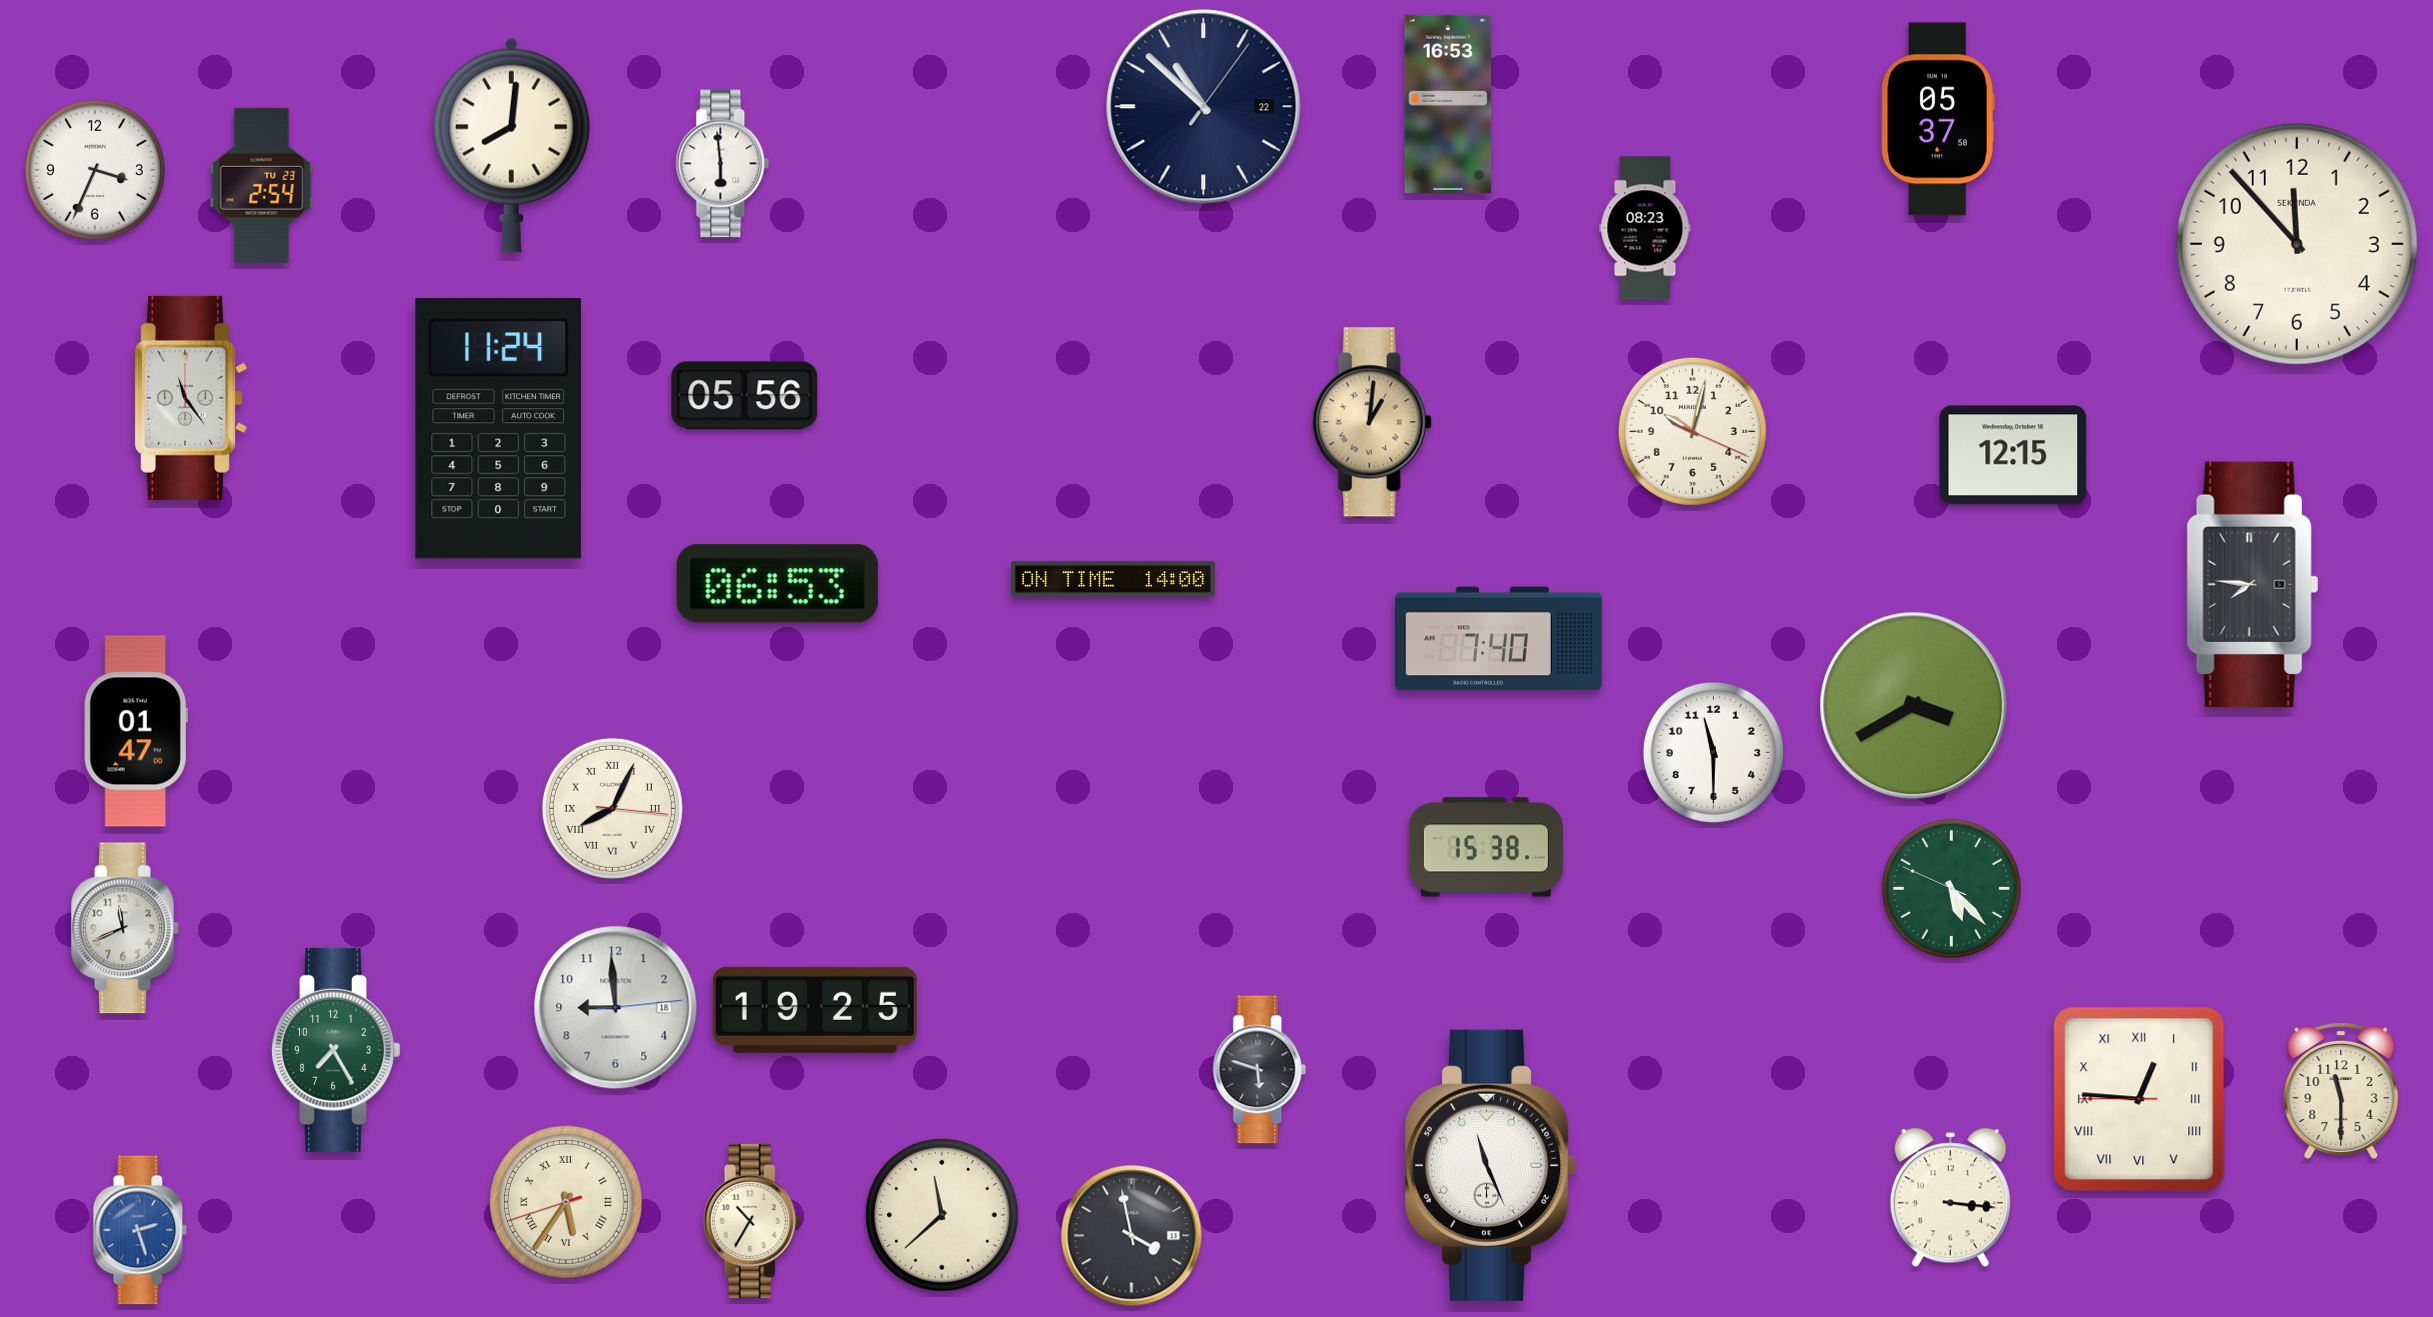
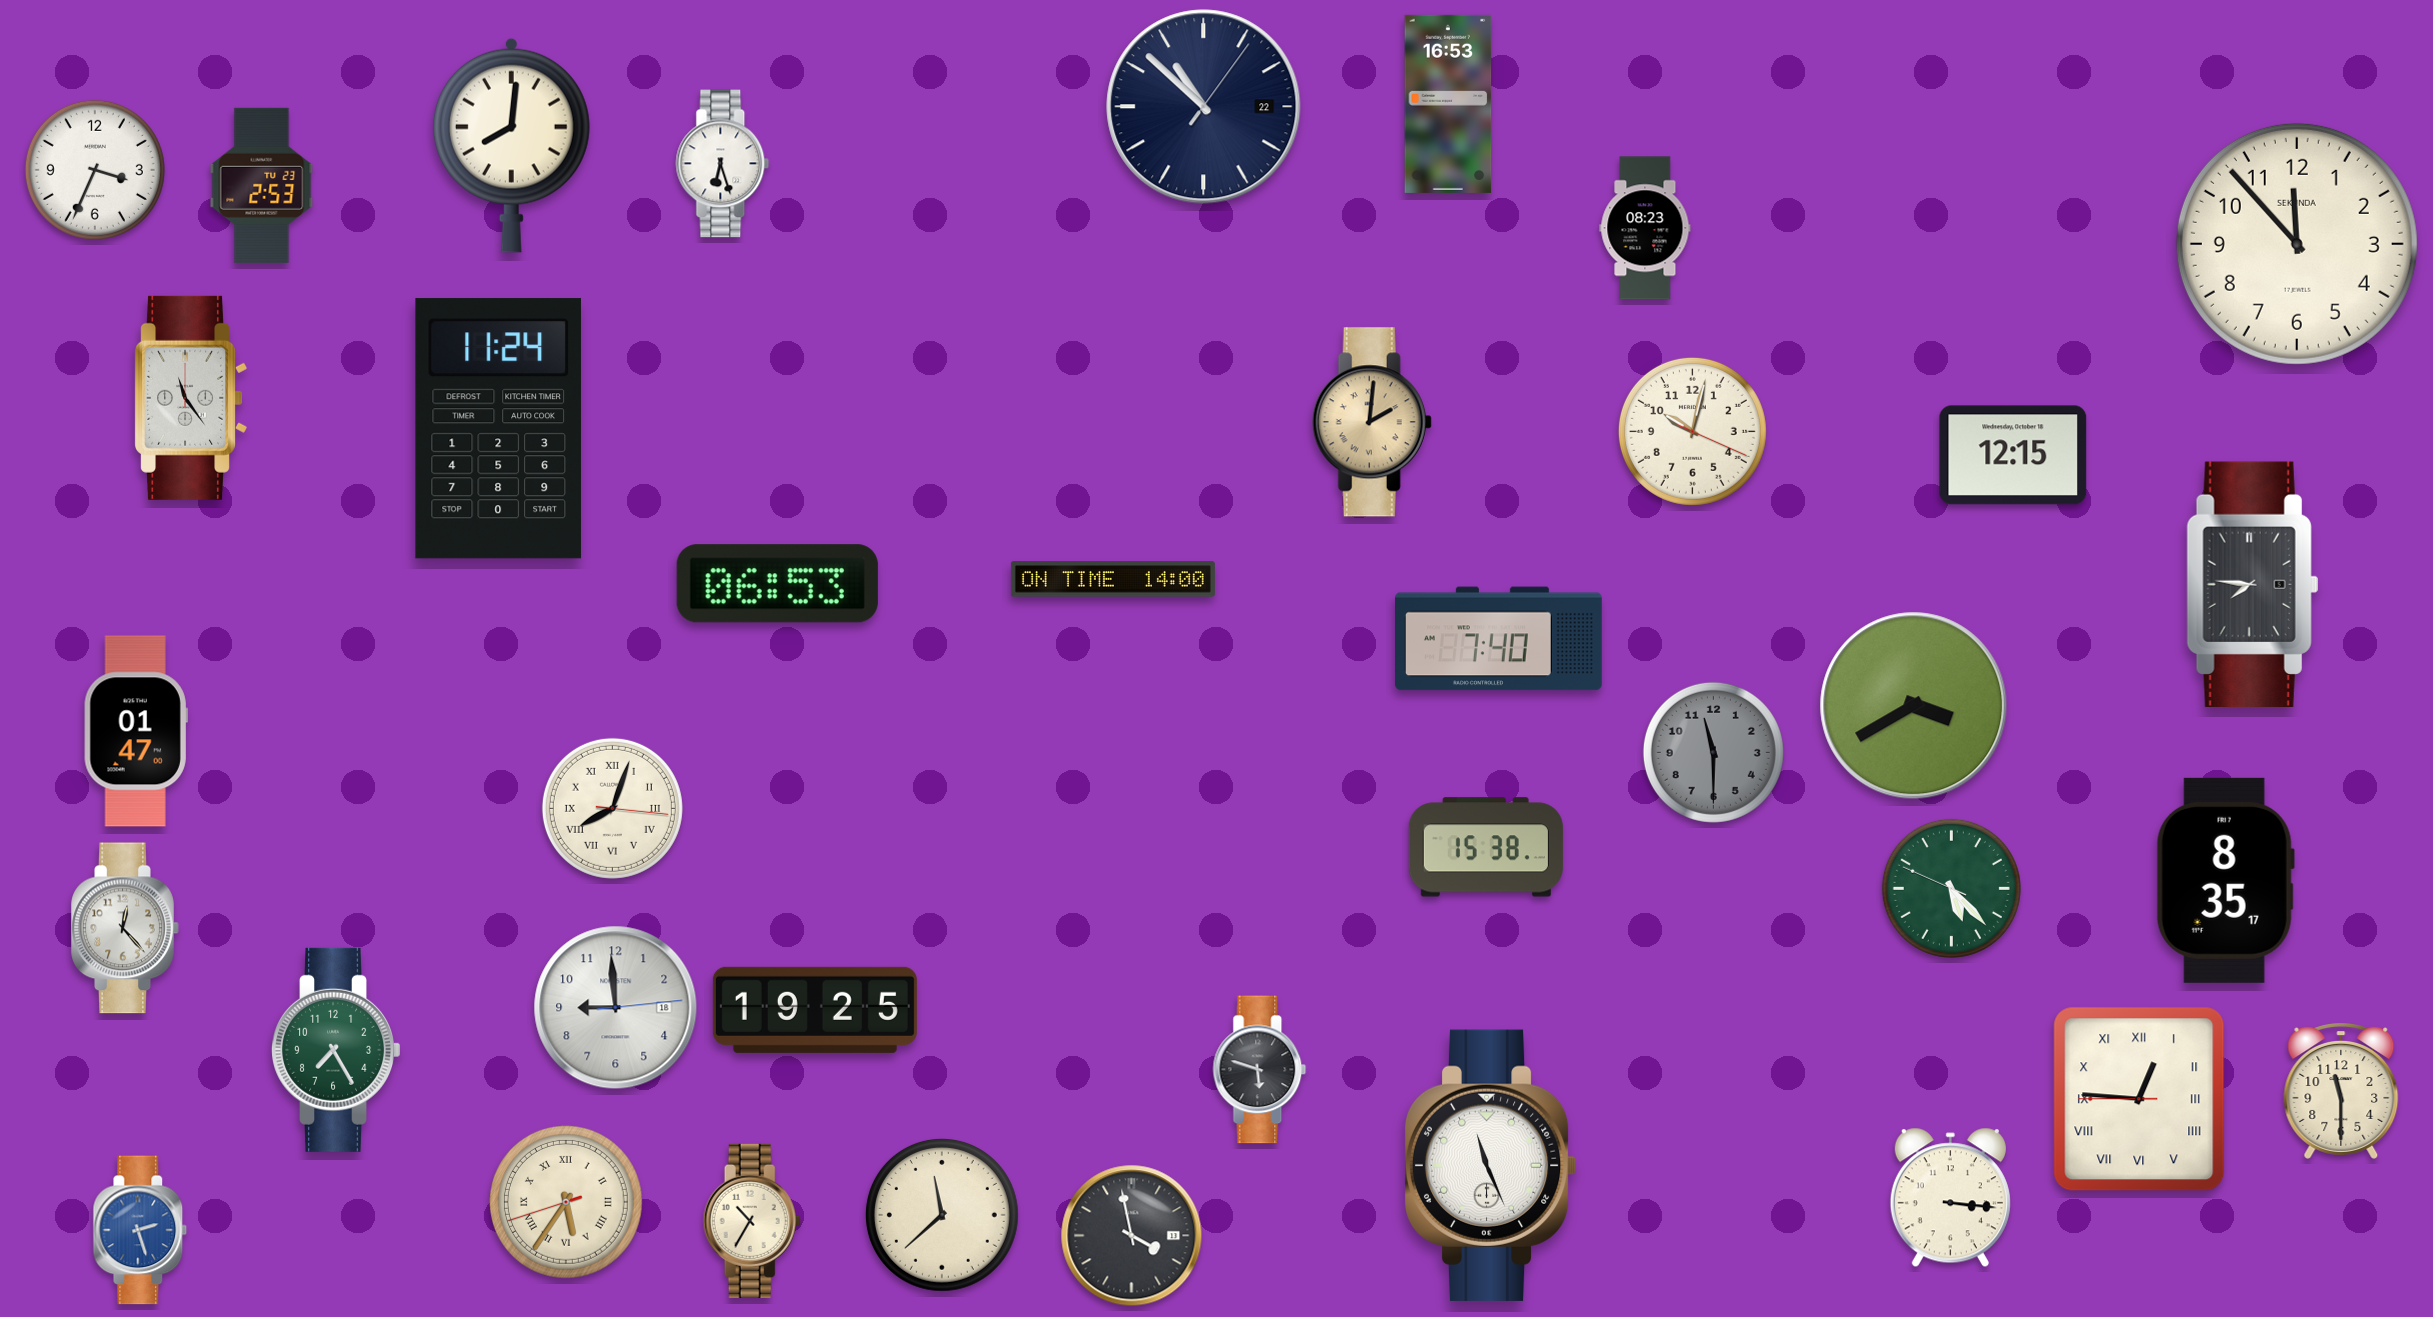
clock at (1938, 119): 05:37 -> none
clock at (723, 164): 5:59 -> 6:27
clock at (262, 185): 2:54 -> 2:53
clock at (745, 396): 05:56 -> none
clock at (1372, 422): 1:01 -> 2:01
clock at (1713, 752) dial: white -> grey
clock at (612, 808): 8:04 -> 8:03
clock at (2225, 880): none -> 8:35
clock at (125, 928): 11:41 -> 12:23
